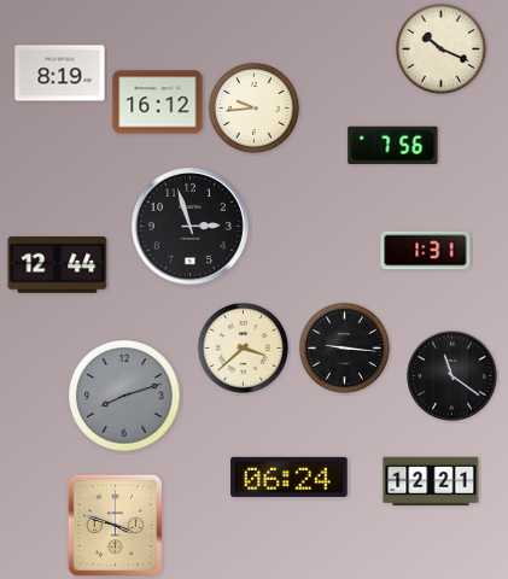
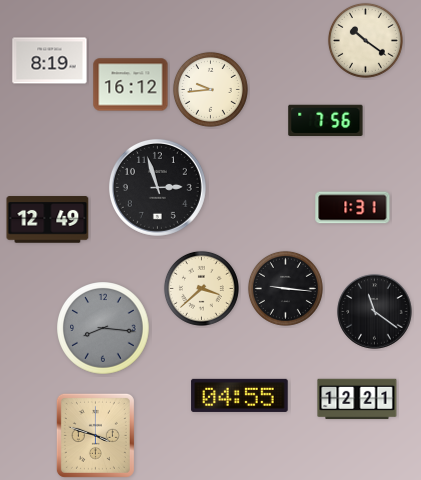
clock at (440, 48): 10:19 -> 10:21
clock at (58, 265): 12:44 -> 12:49
clock at (124, 396): 8:12 -> 8:16
clock at (290, 476): 06:24 -> 04:55
